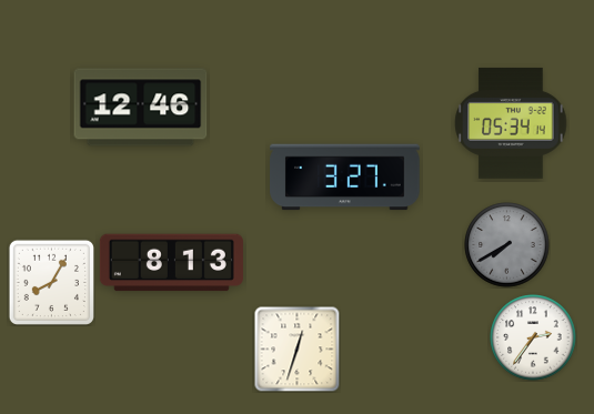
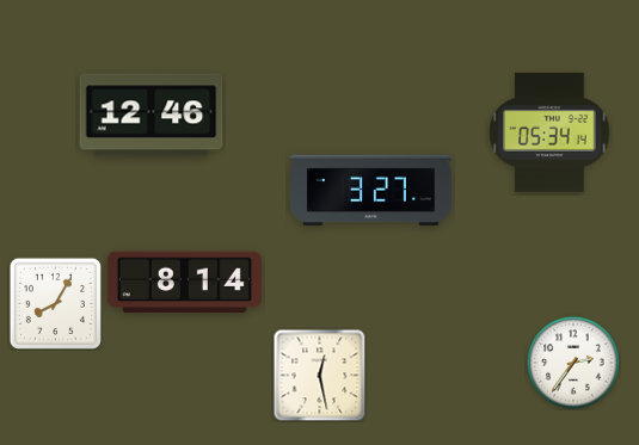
clock at (507, 245): 7:40 -> none
clock at (171, 263): 8:13 -> 8:14
clock at (296, 349): 12:33 -> 12:28
